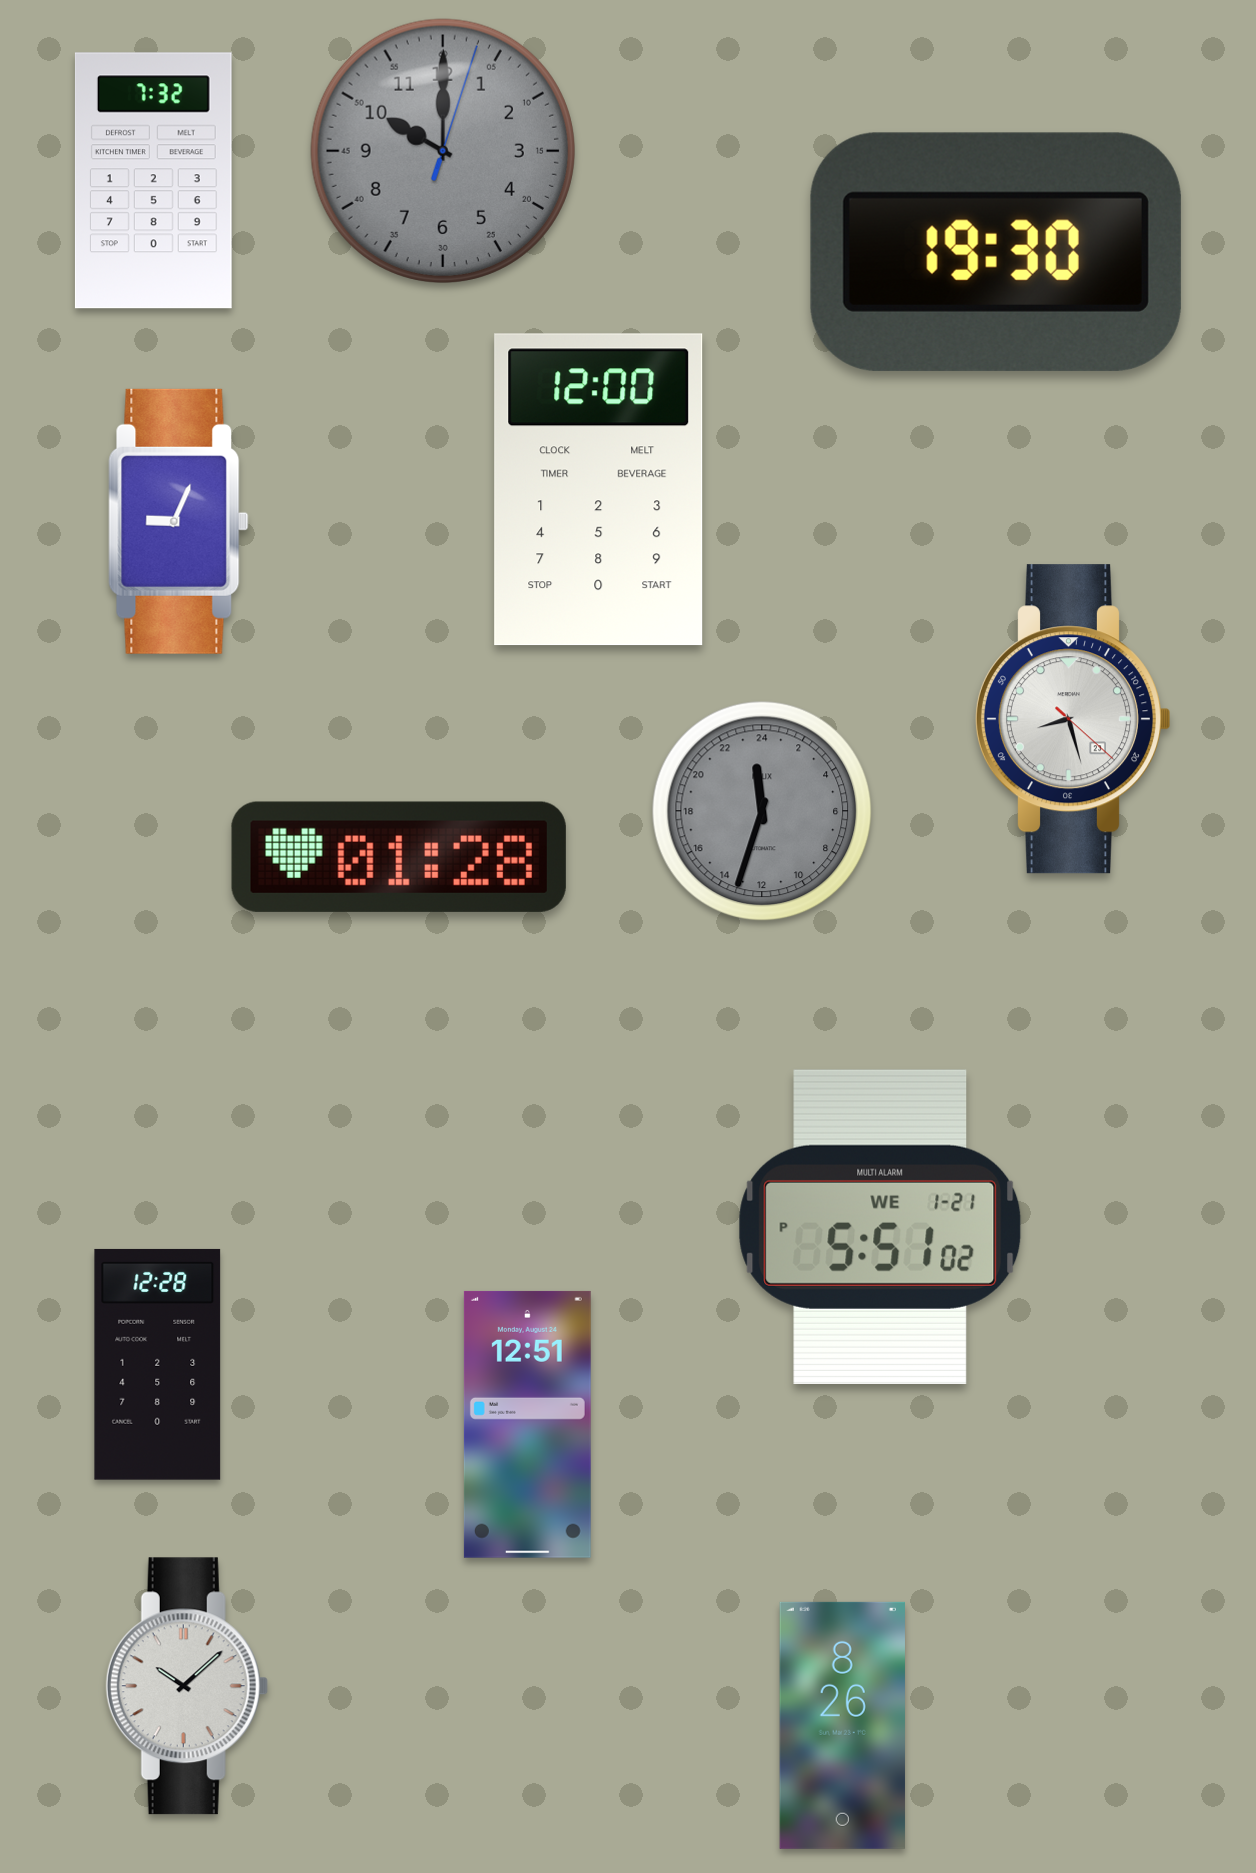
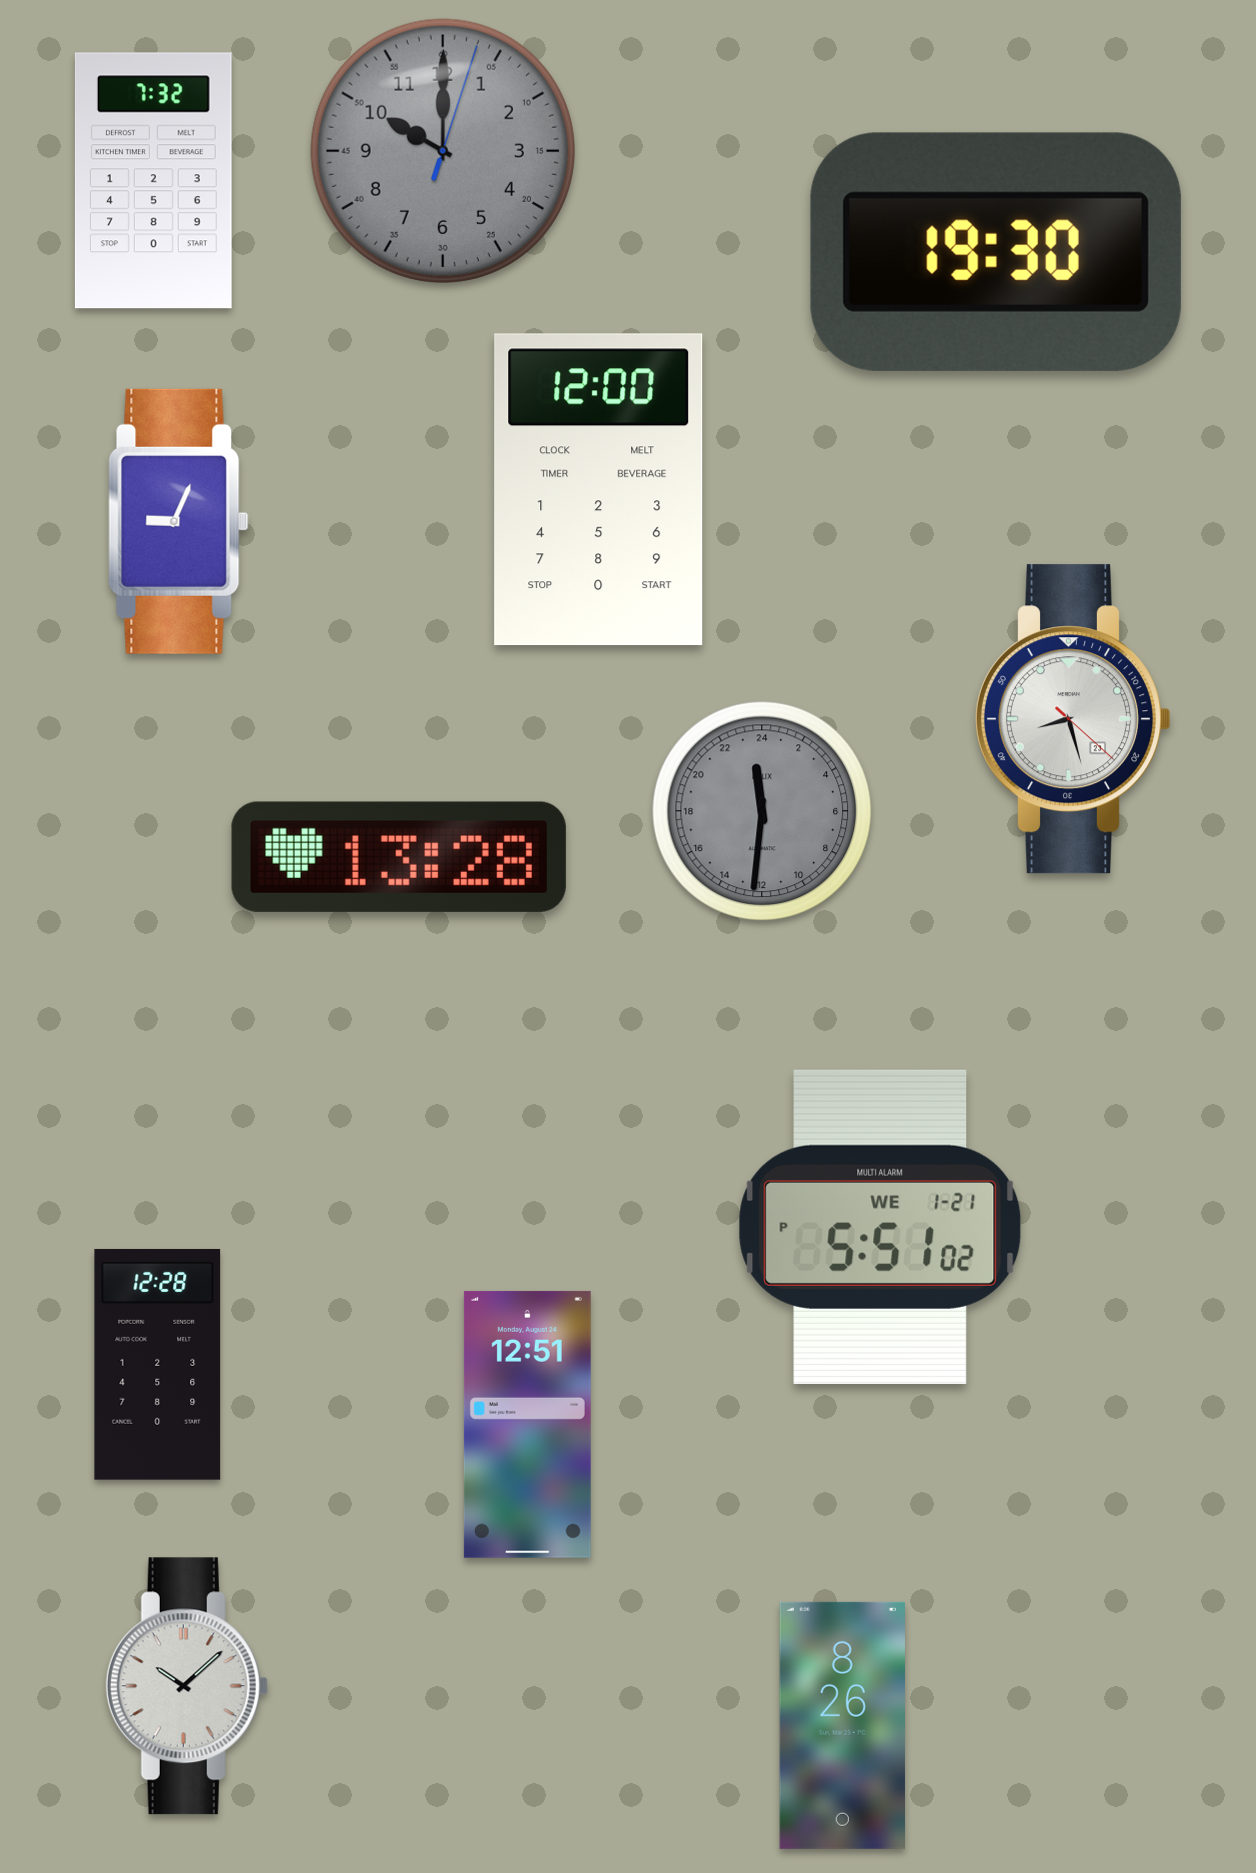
clock at (762, 811): 23:33 -> 23:31
clock at (399, 857): 01:28 -> 13:28
